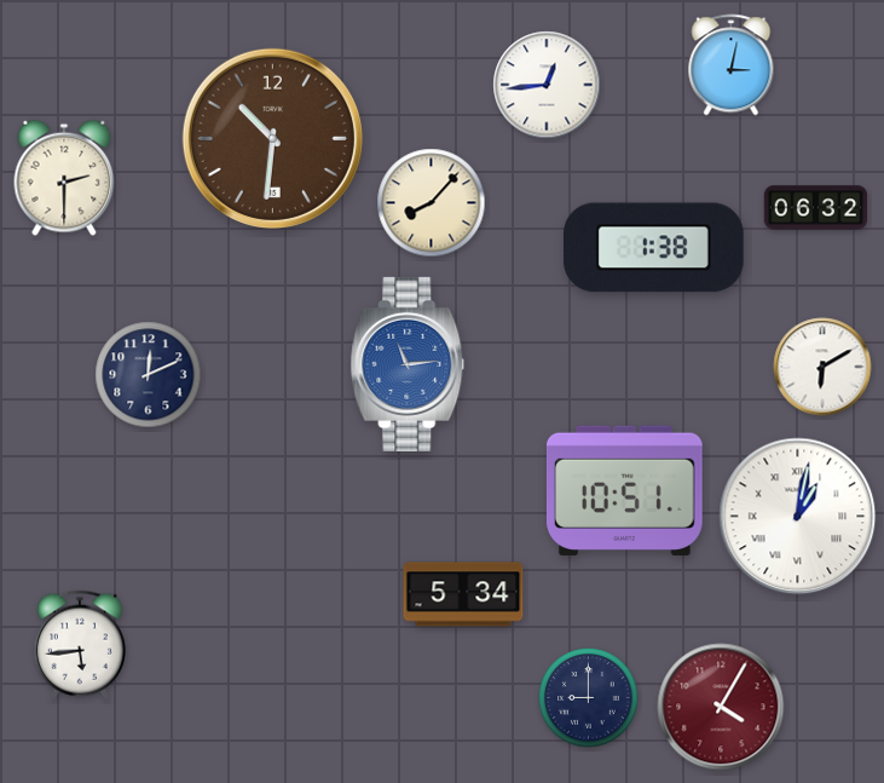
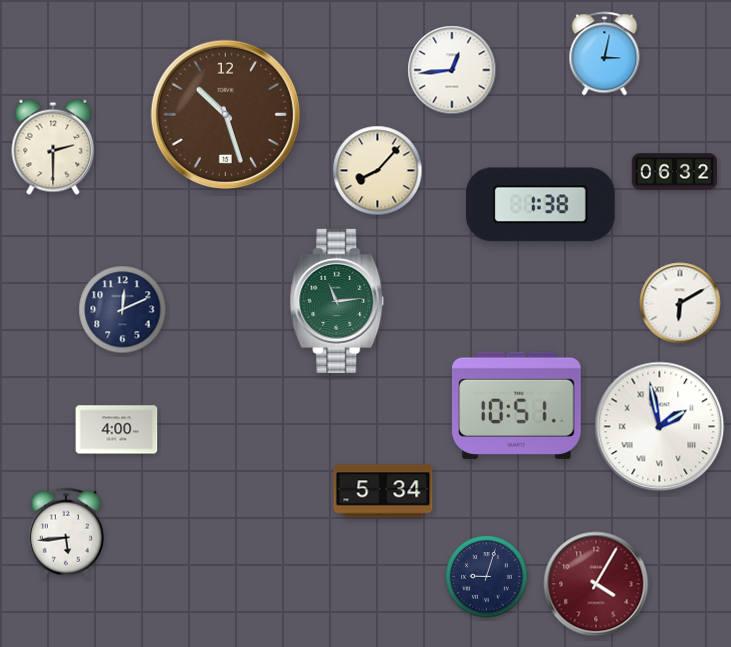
clock at (272, 138): 10:31 -> 10:27
clock at (432, 203) position: (432, 203) -> (378, 171)
clock at (408, 364) dial: blue -> green
clock at (798, 517): 1:02 -> 1:58
clock at (117, 430): none -> 4:00
clock at (589, 698): 9:00 -> 9:03
